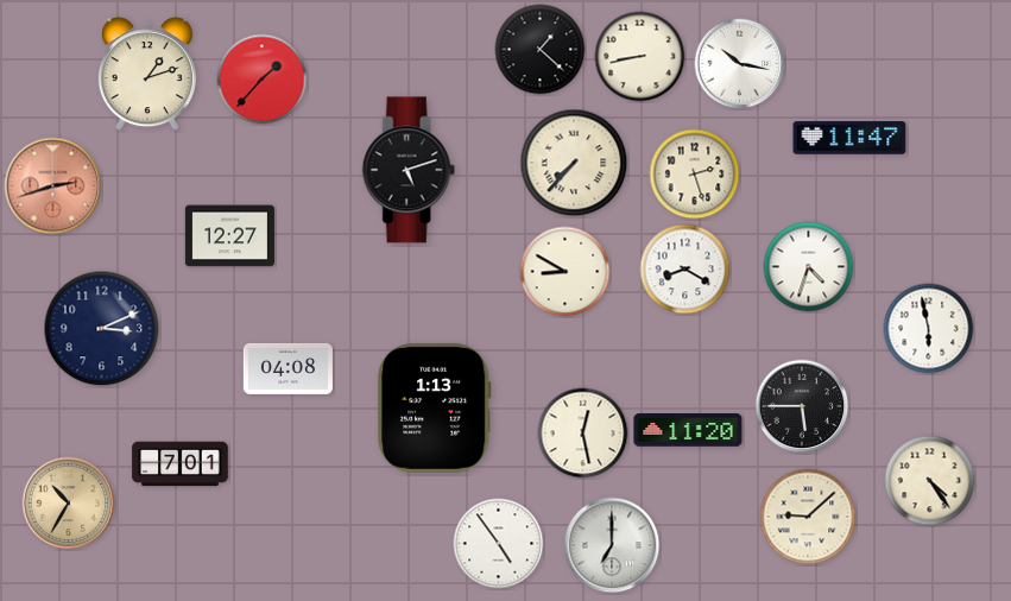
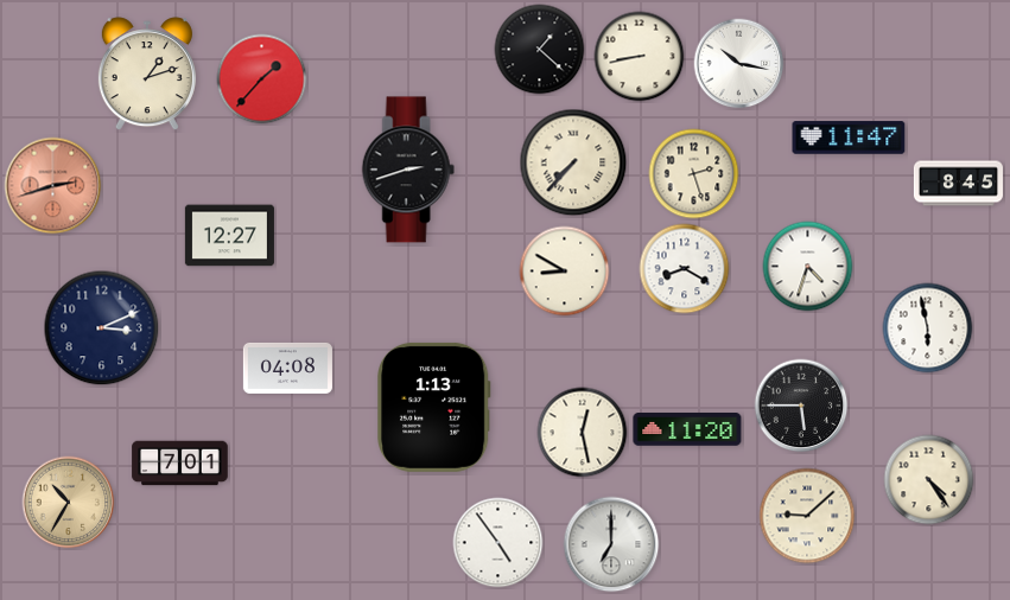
clock at (409, 170): 5:12 -> 2:42
clock at (958, 184): none -> 8:45
